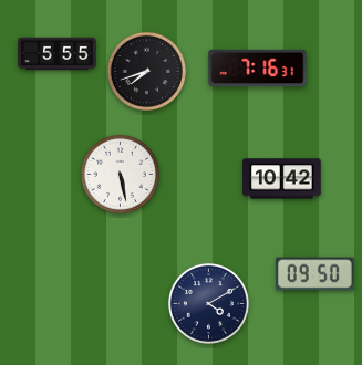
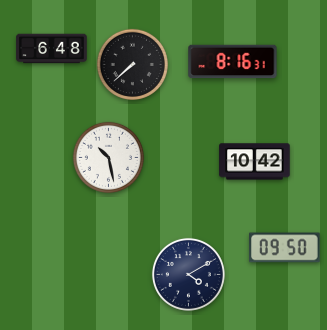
clock at (58, 54): 5:55 -> 6:48
clock at (258, 69): 7:16 -> 8:16
clock at (146, 71): 7:42 -> 7:38
clock at (120, 174): 5:28 -> 10:28
